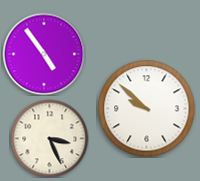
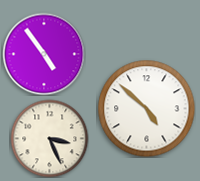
clock at (146, 108): 9:52 -> 4:52
